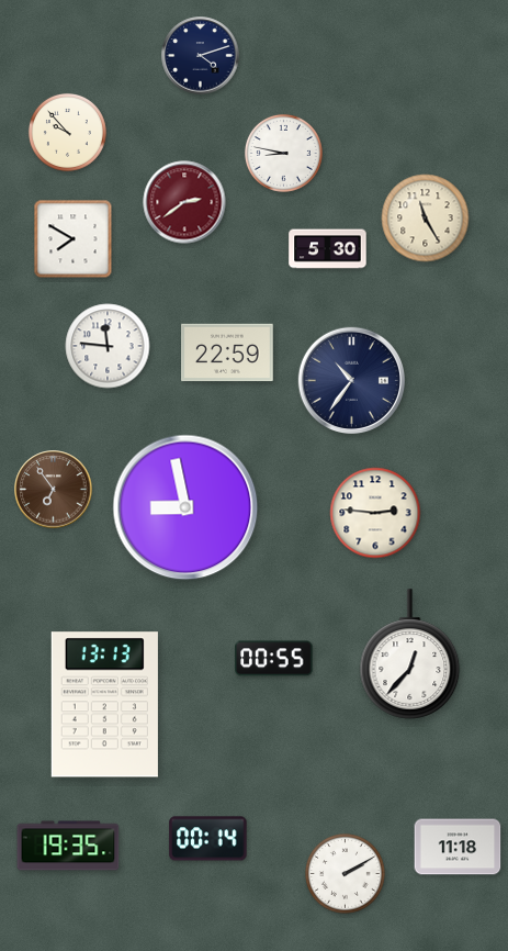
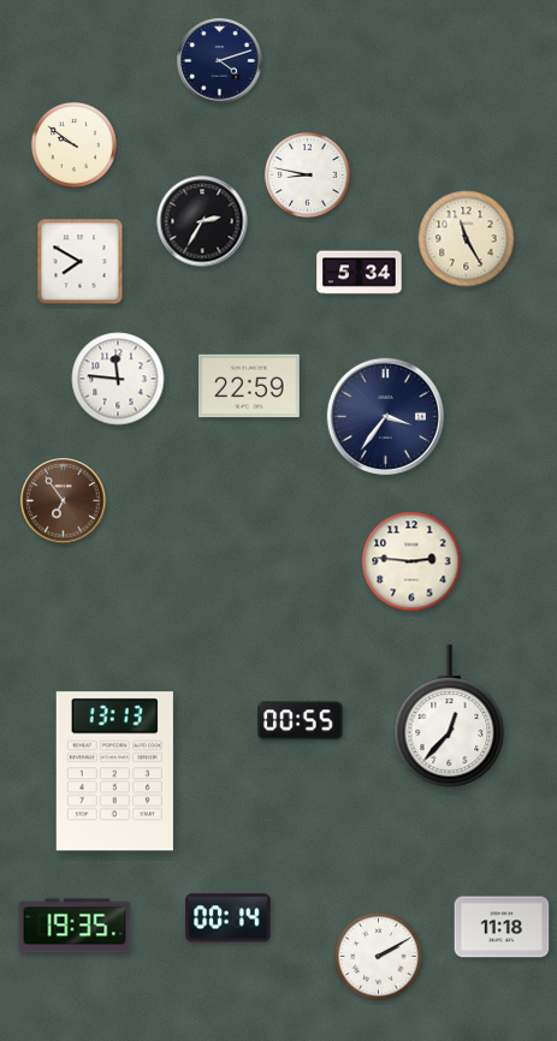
clock at (67, 132): 9:53 -> 9:51
clock at (283, 153) position: (283, 153) -> (307, 174)
clock at (184, 202): 2:39 -> 2:35
clock at (184, 202) dial: burgundy -> black
clock at (328, 249): 5:30 -> 5:34
clock at (351, 380): 10:36 -> 3:36
clock at (54, 490) position: (54, 490) -> (64, 501)
clock at (185, 507): 8:58 -> none
